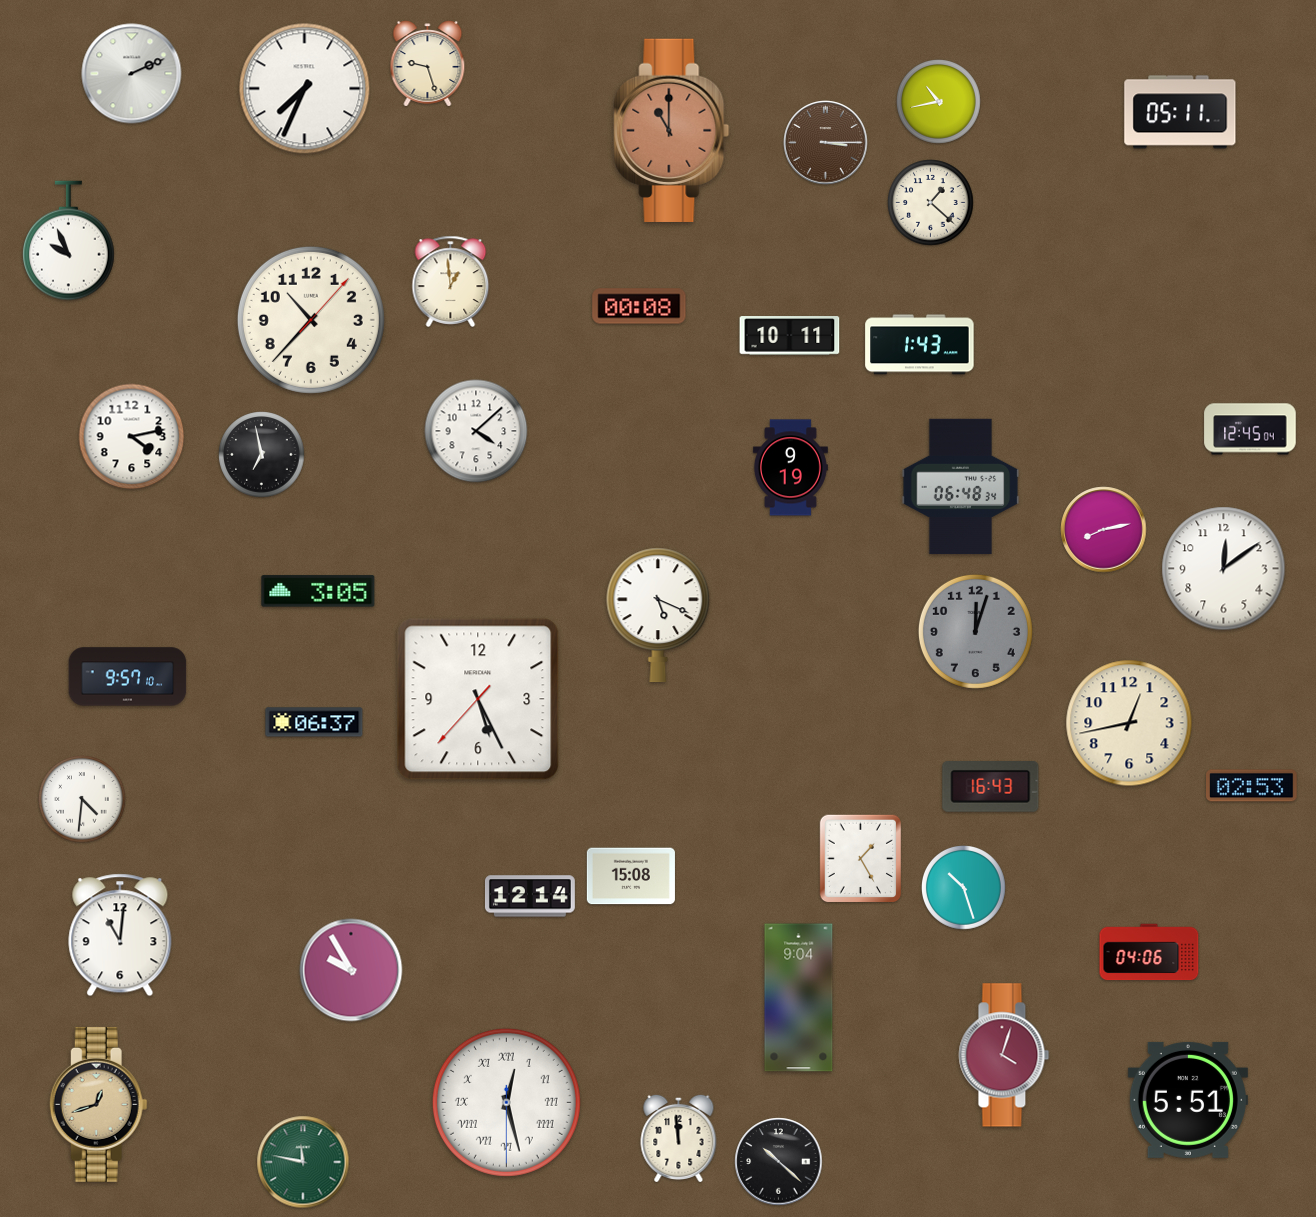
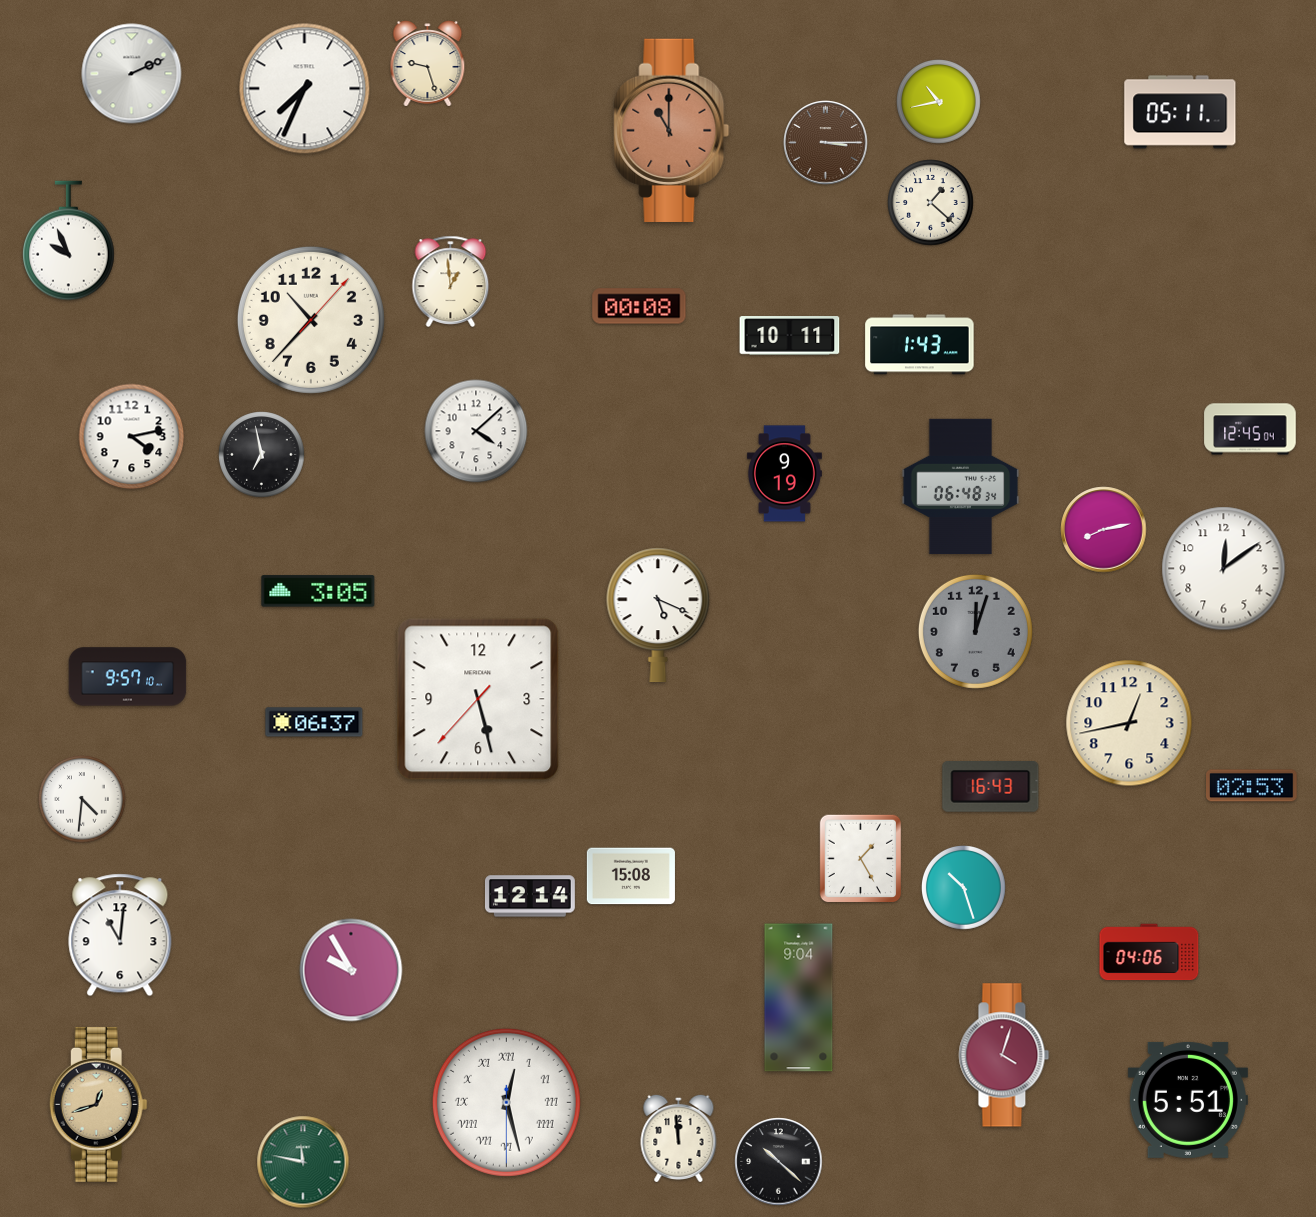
clock at (790, 468) position: (790, 468) -> (784, 474)
clock at (478, 699): 5:25 -> 5:27
